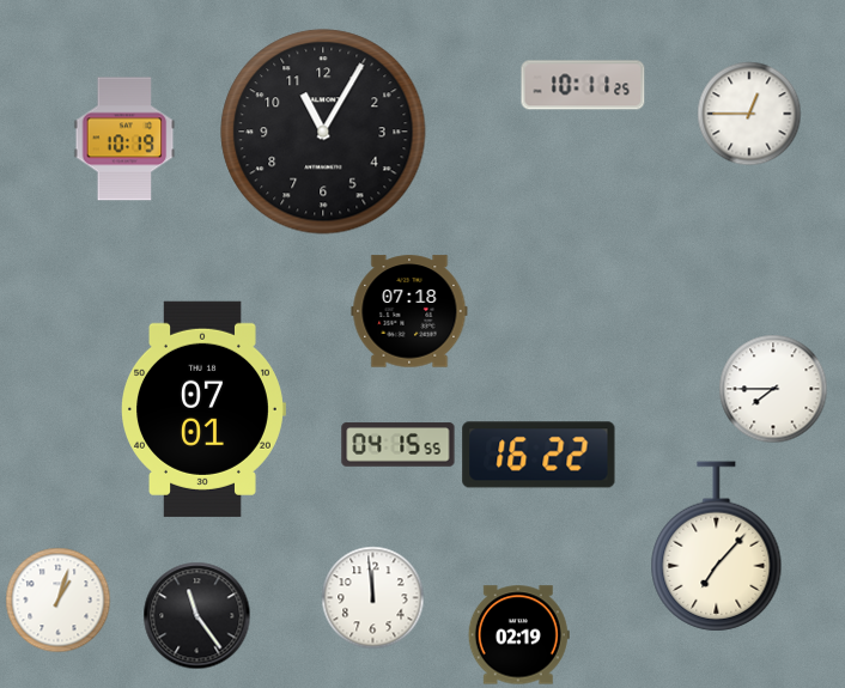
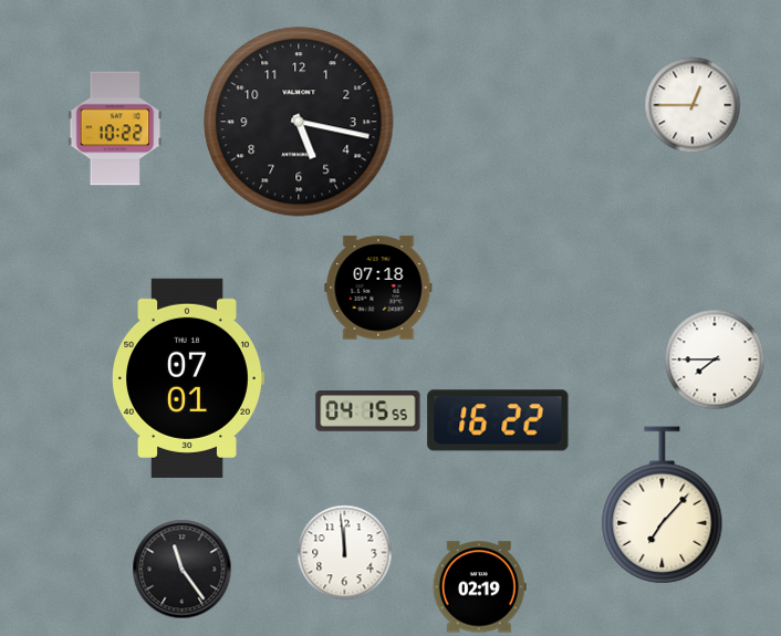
clock at (583, 85): 10:11 -> none
clock at (323, 132): 11:05 -> 5:17
clock at (124, 139): 10:19 -> 10:22
clock at (59, 601): 1:03 -> none
